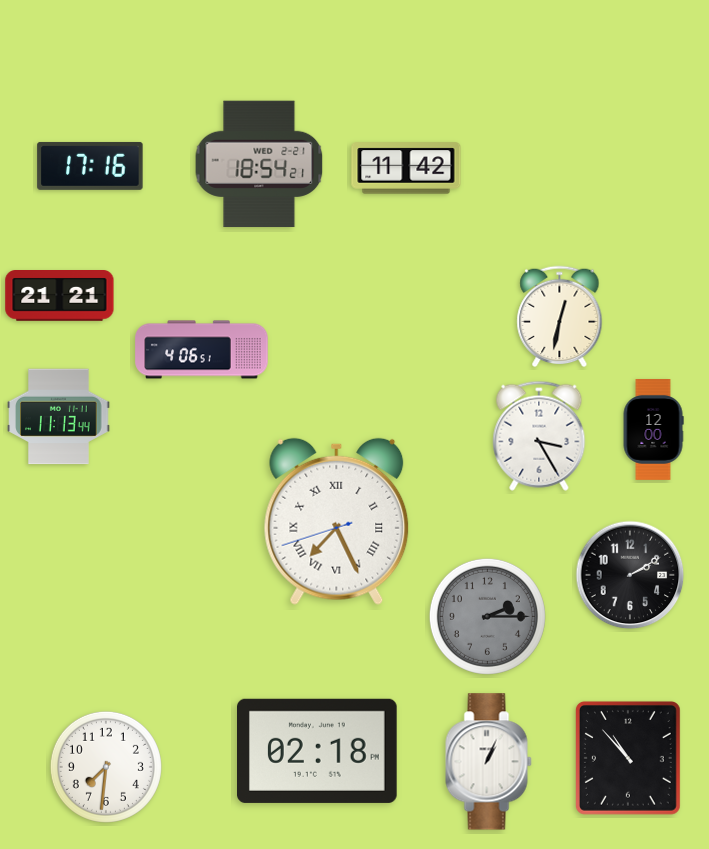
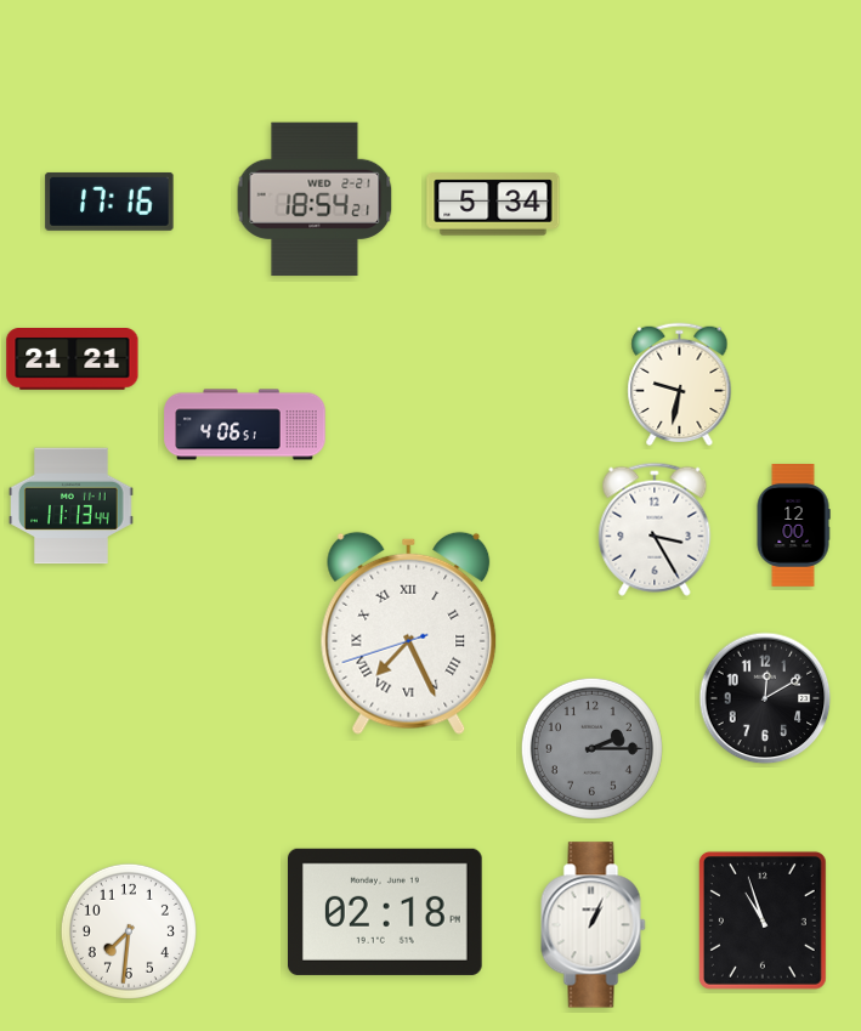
clock at (406, 168): 11:42 -> 5:34
clock at (560, 317): 12:32 -> 9:32
clock at (653, 430) position: (653, 430) -> (793, 526)
clock at (630, 575): 2:10 -> 12:10
clock at (628, 758): 10:53 -> 10:57
